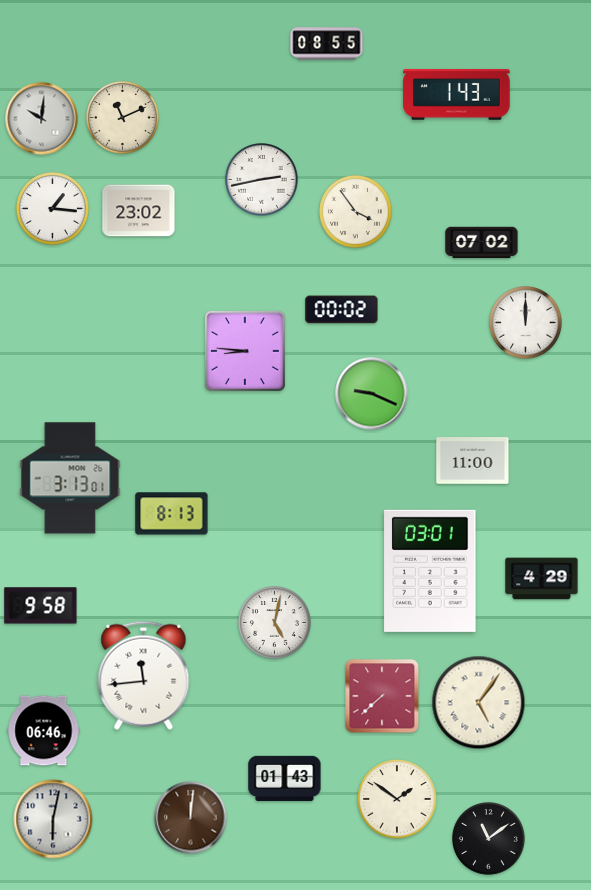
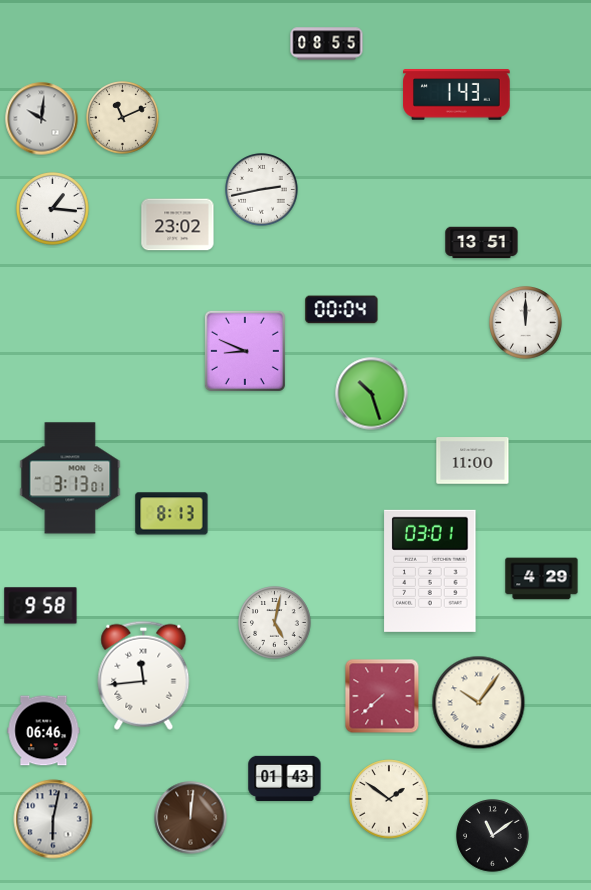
clock at (262, 180) position: (262, 180) -> (262, 190)
clock at (139, 211) position: (139, 211) -> (178, 225)
clock at (356, 212): 3:54 -> none
clock at (482, 243): 07:02 -> 13:51
clock at (342, 310): 00:02 -> 00:04
clock at (245, 351): 8:46 -> 8:49
clock at (372, 394): 9:19 -> 10:27
clock at (479, 703): 5:06 -> 10:06
clock at (397, 799) position: (397, 799) -> (389, 799)
clock at (489, 839) position: (489, 839) -> (493, 836)
